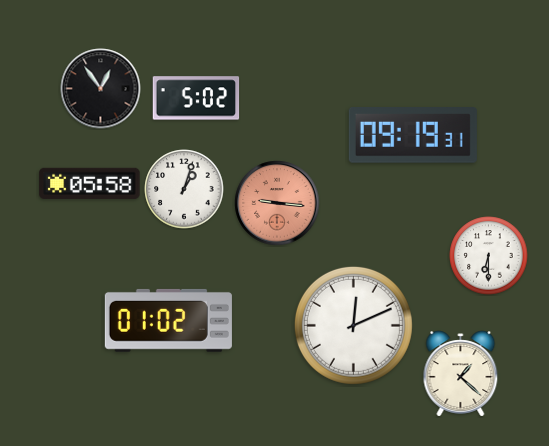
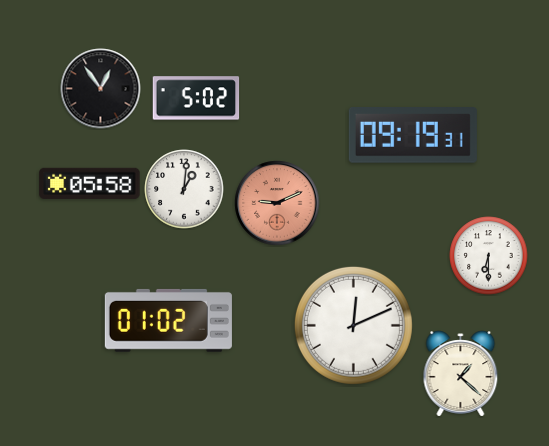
clock at (184, 189): 1:03 -> 1:01
clock at (277, 203): 9:16 -> 9:11
